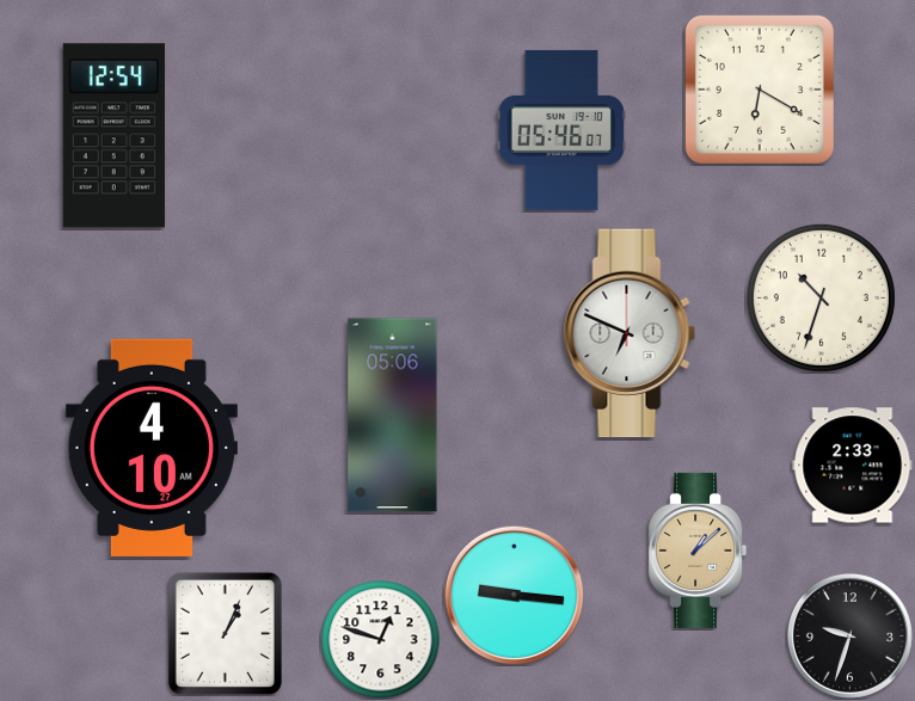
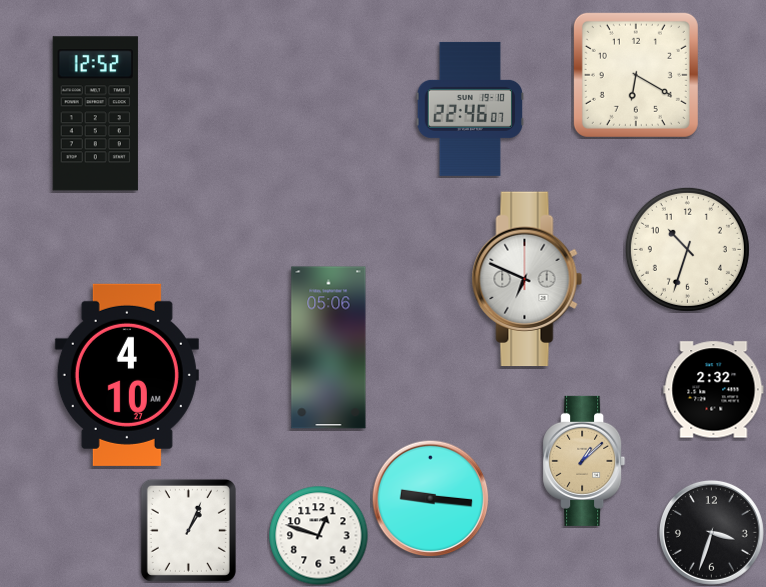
clock at (560, 130): 05:46 -> 22:46
clock at (113, 136): 12:54 -> 12:52
clock at (853, 466): 2:33 -> 2:32
clock at (849, 635): 9:33 -> 3:33
